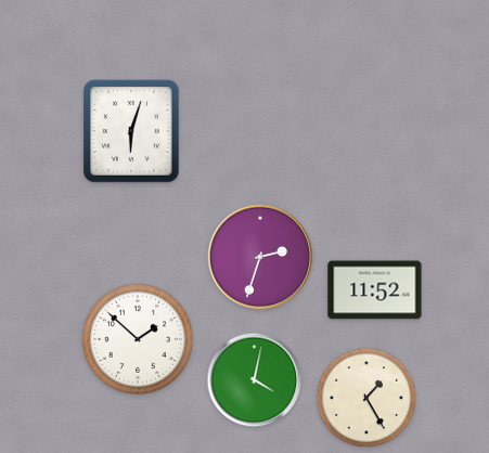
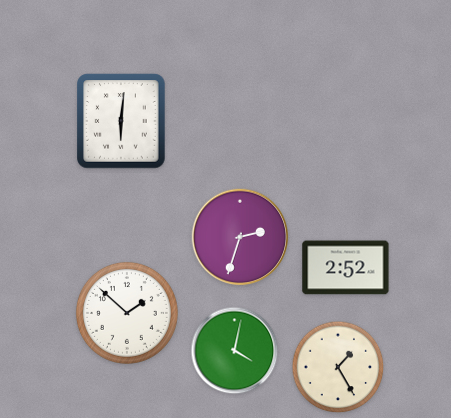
clock at (131, 131): 6:03 -> 6:01
clock at (375, 290): 11:52 -> 2:52
